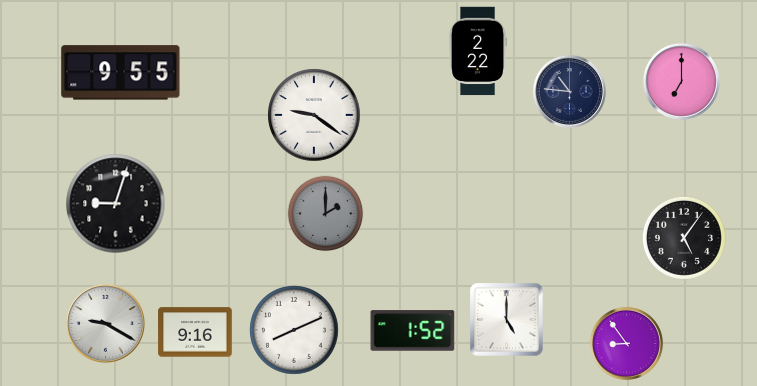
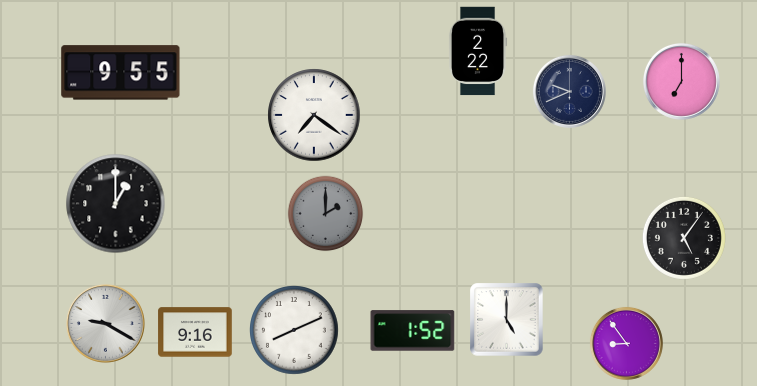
clock at (569, 91): 10:46 -> 9:41
clock at (314, 115): 9:21 -> 7:21
clock at (116, 204): 9:03 -> 1:00
